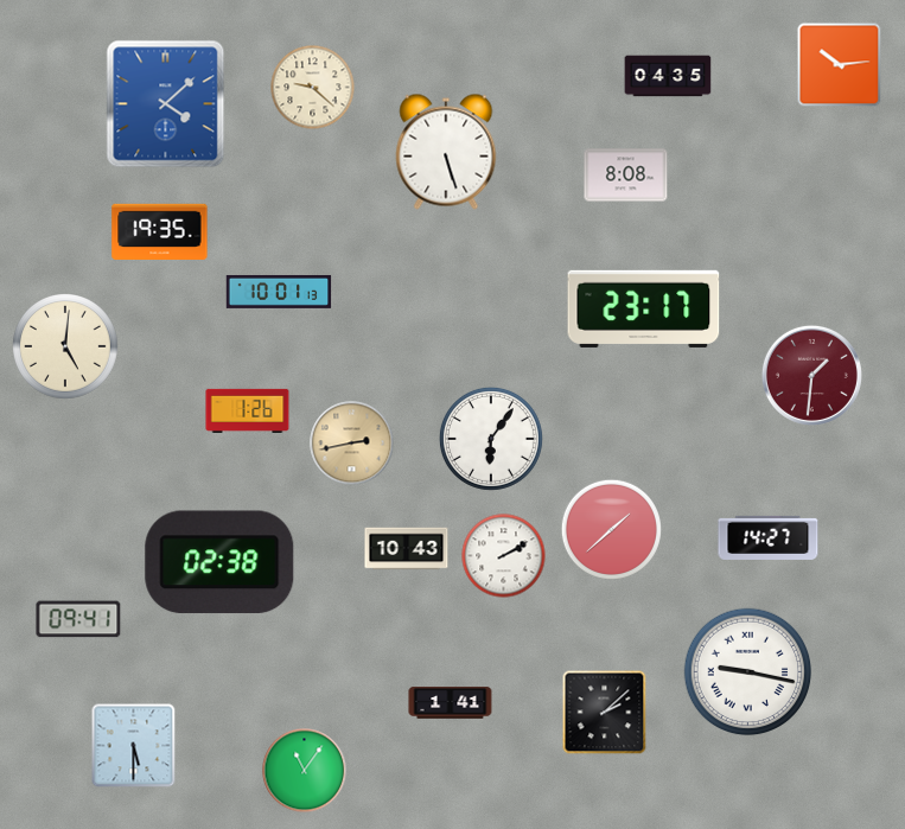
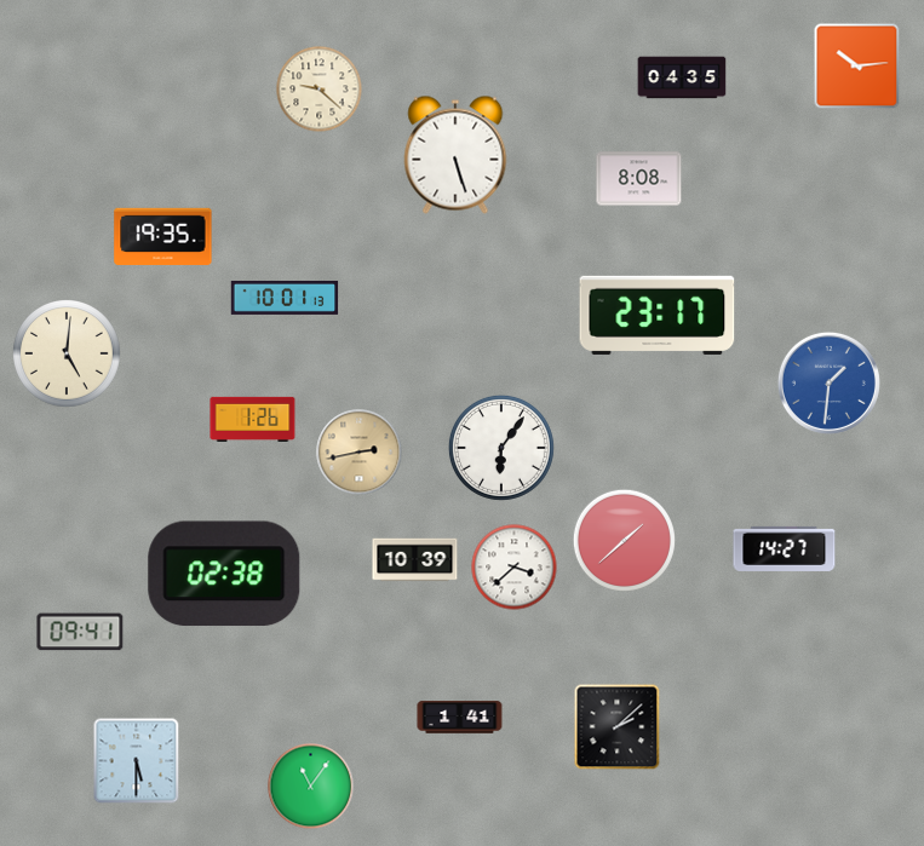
clock at (166, 104): 4:08 -> none
clock at (811, 375) dial: burgundy -> blue
clock at (407, 549): 10:43 -> 10:39
clock at (504, 556): 2:10 -> 3:38
clock at (748, 672): 9:17 -> none
